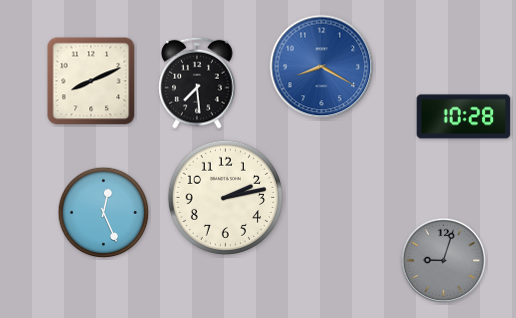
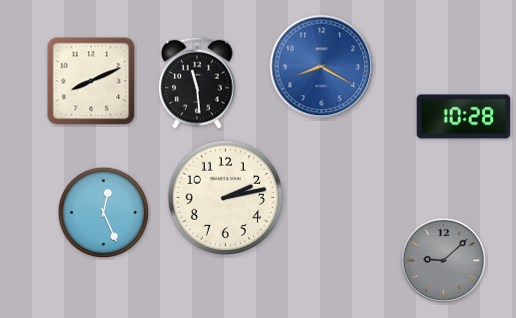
clock at (197, 83): 7:29 -> 11:29
clock at (444, 261): 9:03 -> 9:08
